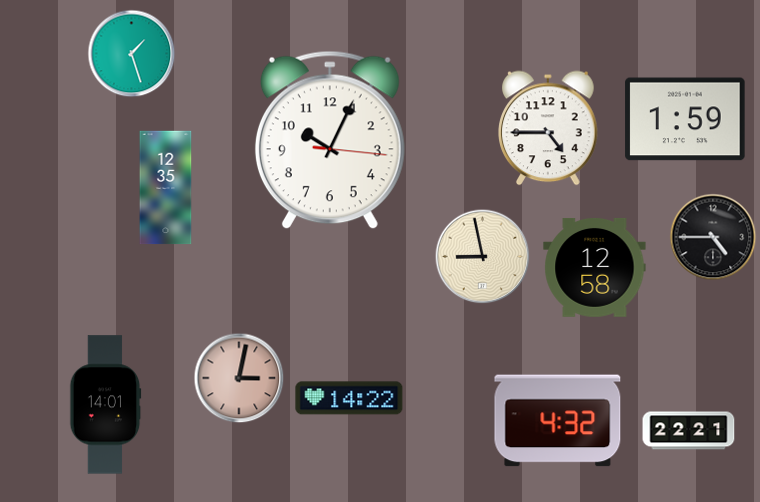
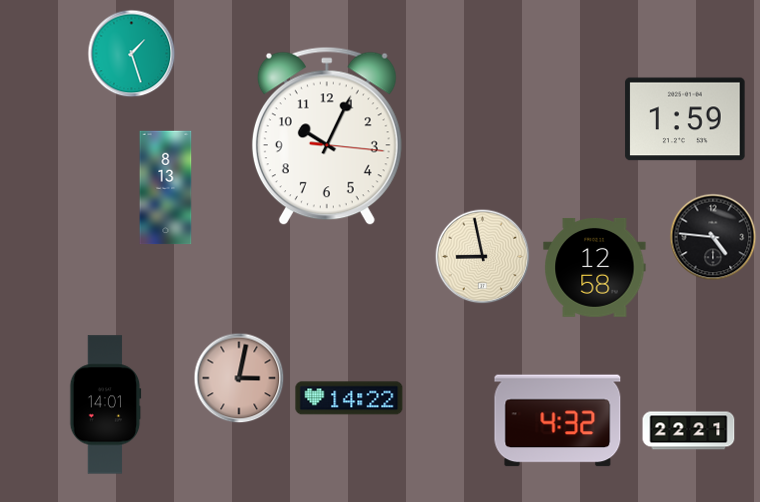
clock at (548, 128): 4:45 -> none
clock at (330, 140) position: (330, 140) -> (327, 136)
clock at (166, 188): 12:35 -> 8:13
clock at (713, 237): 4:45 -> 4:46
